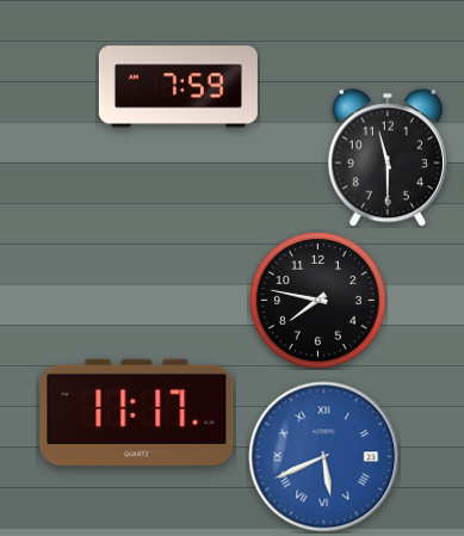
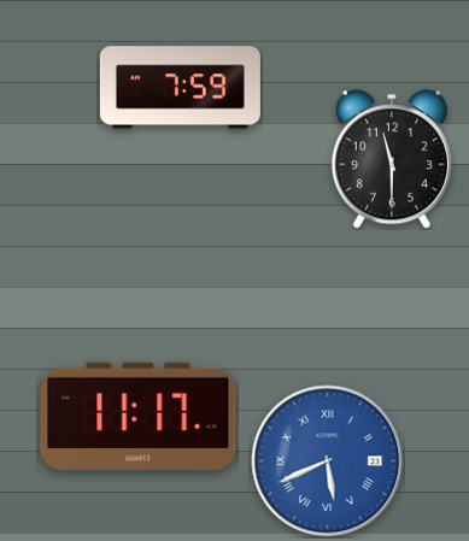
clock at (317, 300): 7:47 -> none
